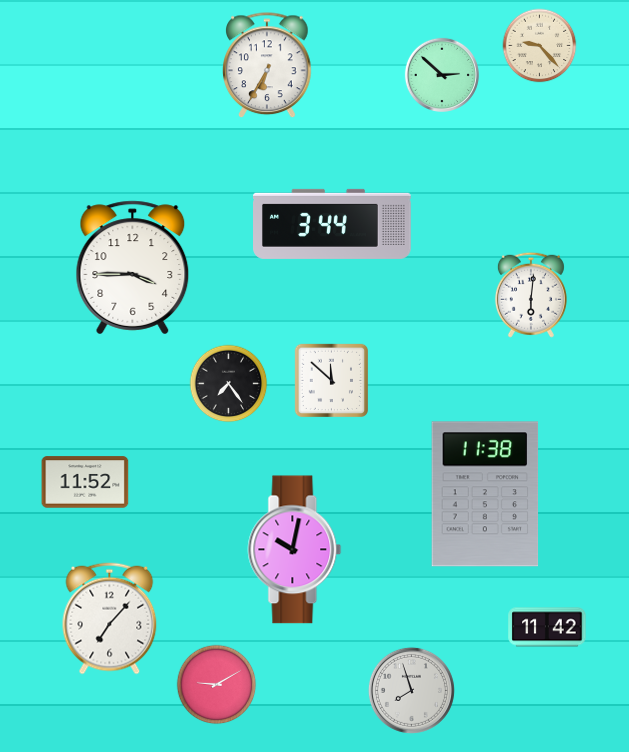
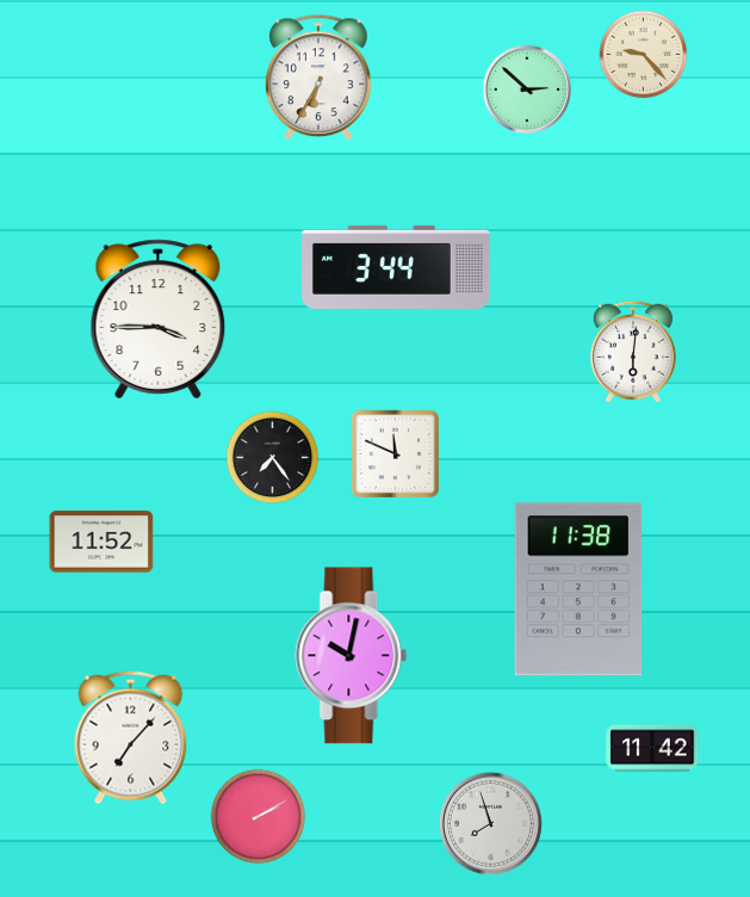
clock at (331, 380): 11:52 -> 11:49
clock at (85, 482) position: (85, 482) -> (101, 542)
clock at (217, 685): 9:10 -> 2:10
